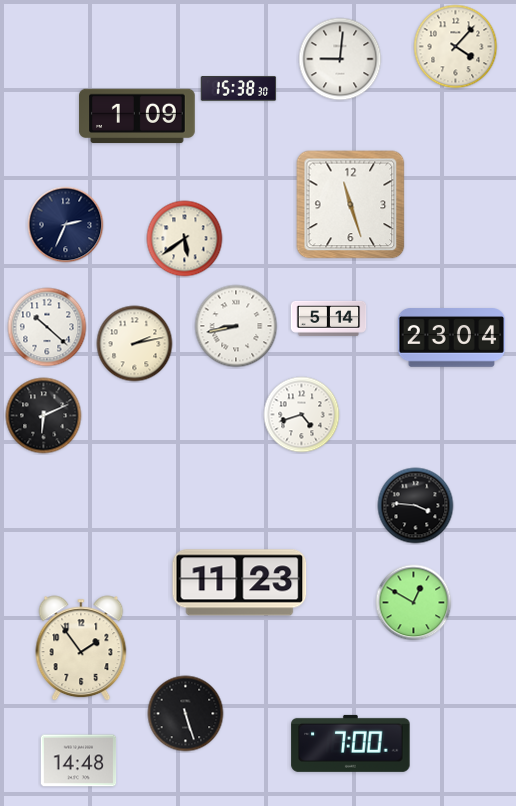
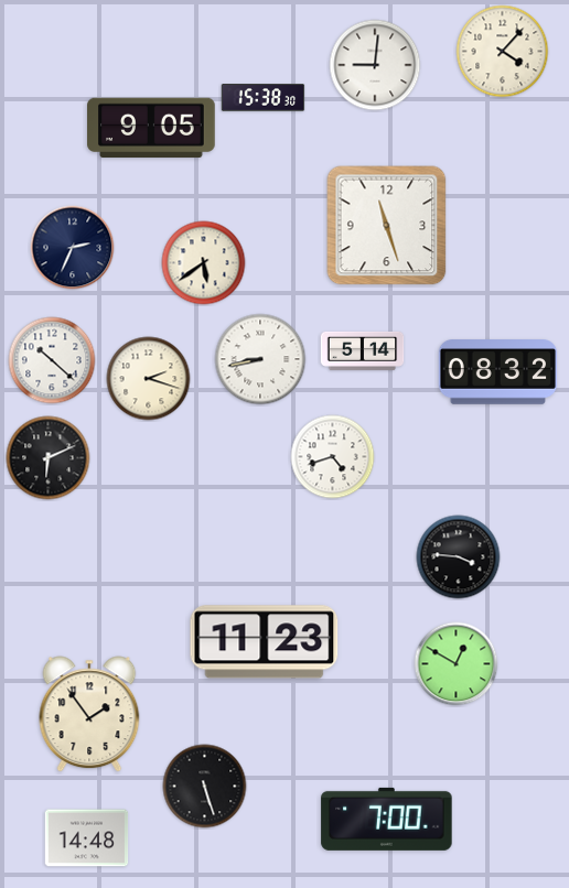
clock at (137, 116): 1:09 -> 9:05
clock at (452, 338): 23:04 -> 08:32
clock at (135, 344): 2:13 -> 2:18
